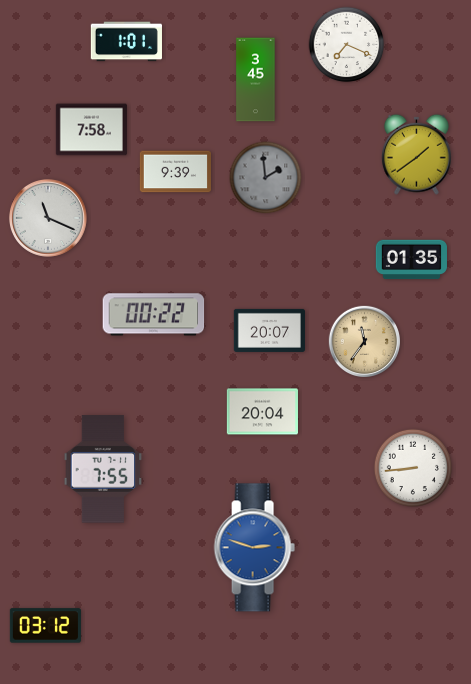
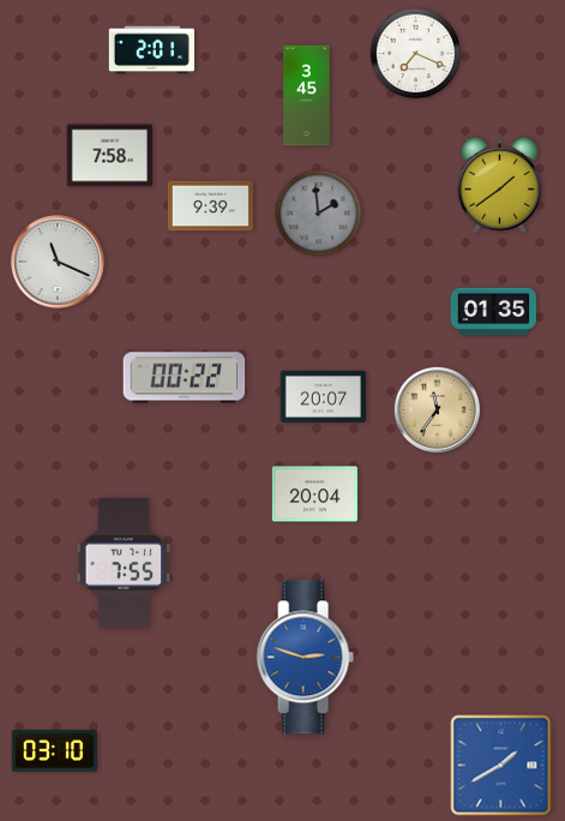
clock at (126, 42): 1:01 -> 2:01
clock at (412, 467): 8:44 -> none
clock at (45, 626): 03:12 -> 03:10
clock at (501, 766): none -> 1:40
